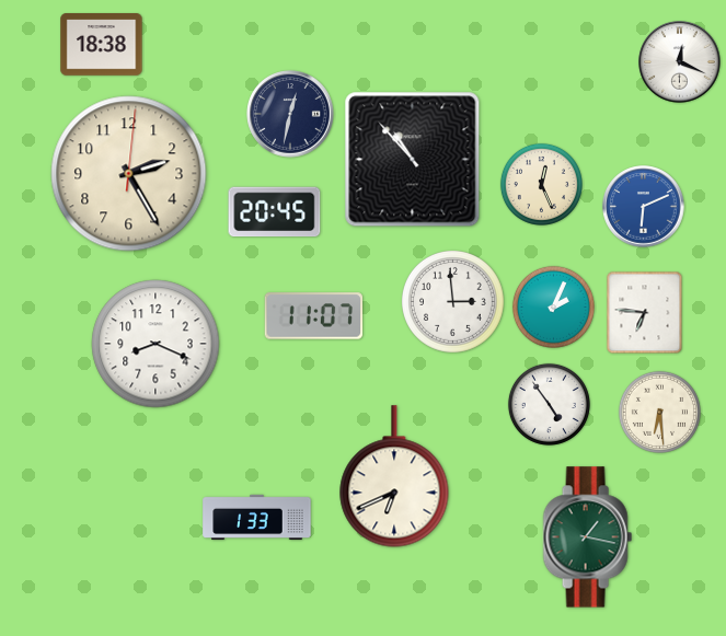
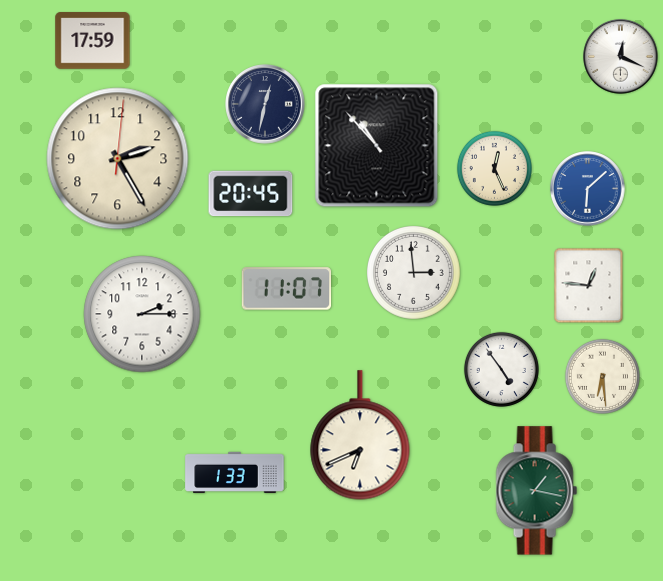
clock at (102, 45): 18:38 -> 17:59
clock at (644, 207): 6:11 -> 6:08
clock at (453, 302) position: (453, 302) -> (414, 273)
clock at (553, 307): 2:04 -> none
clock at (645, 313): 6:46 -> 12:46
clock at (155, 344): 8:19 -> 2:15
